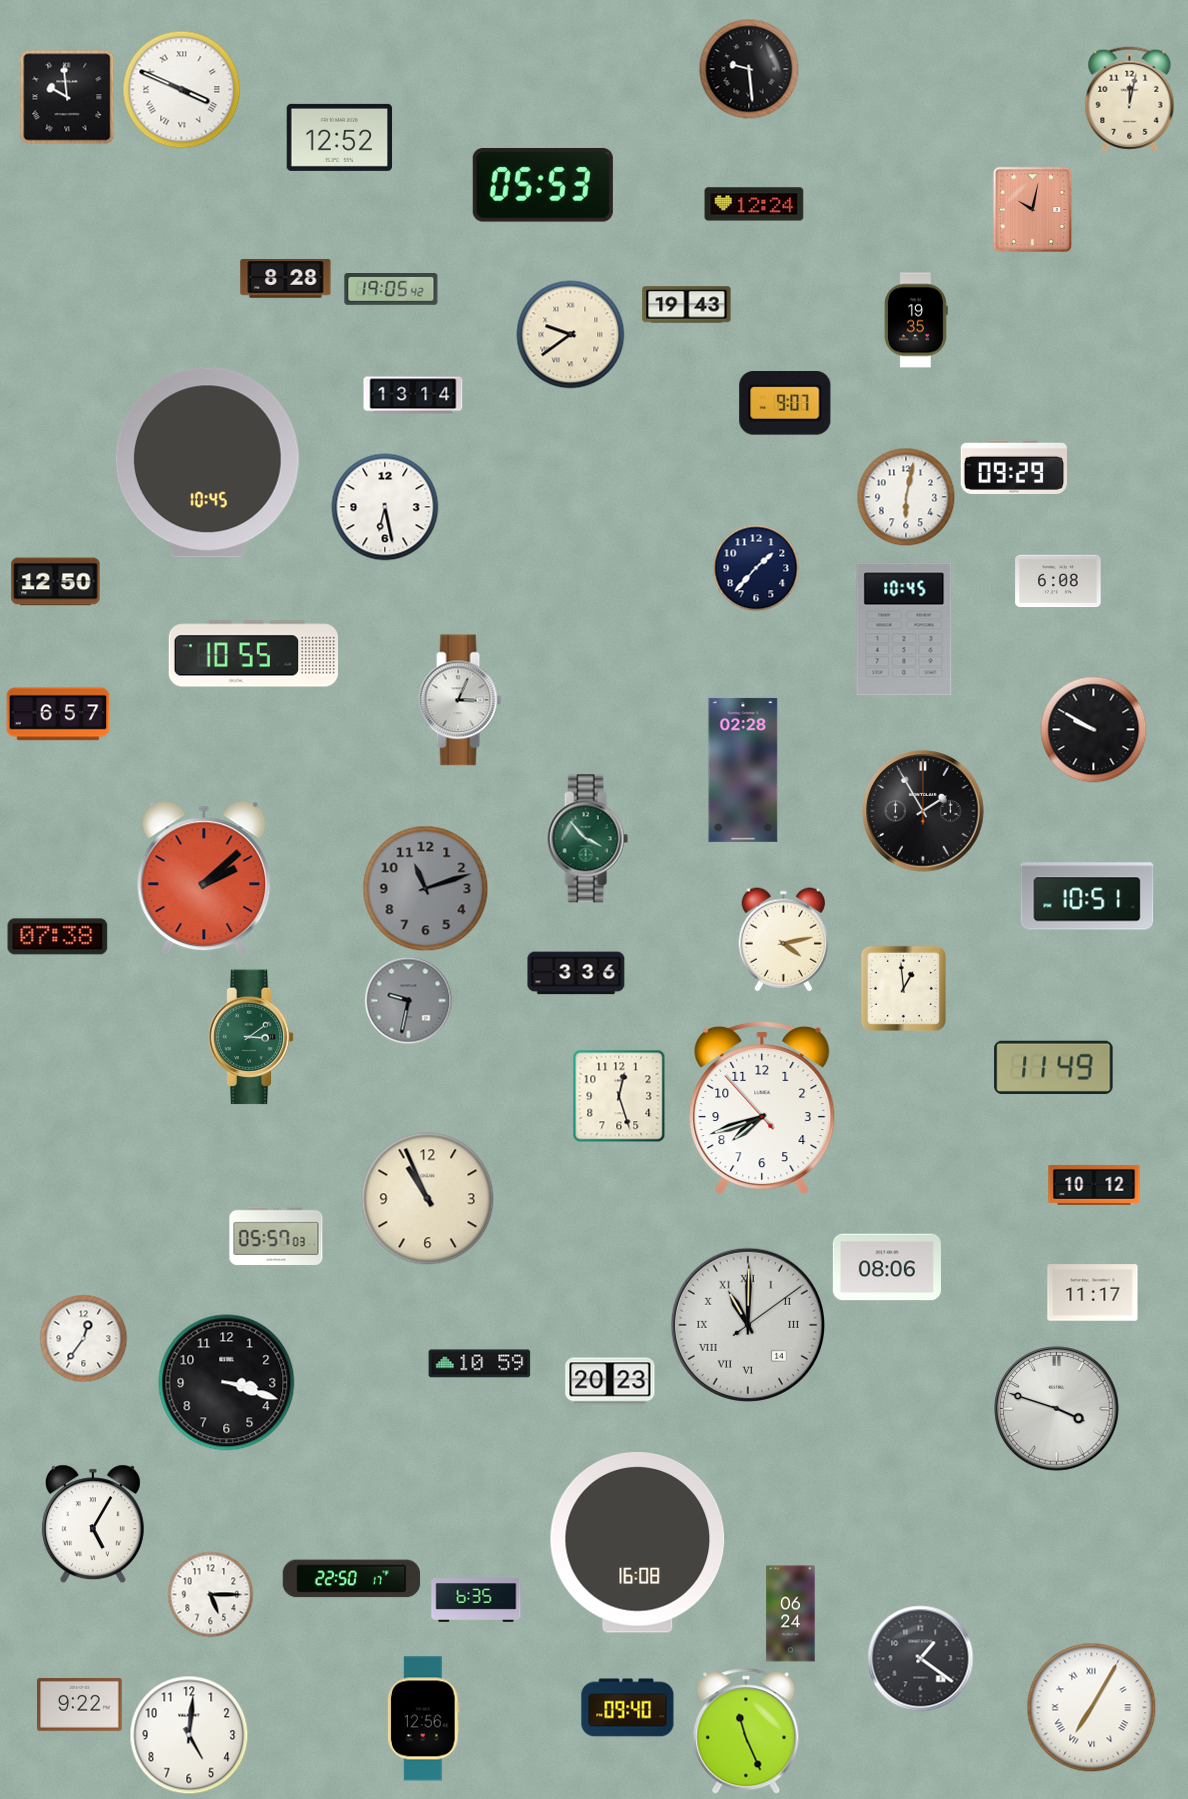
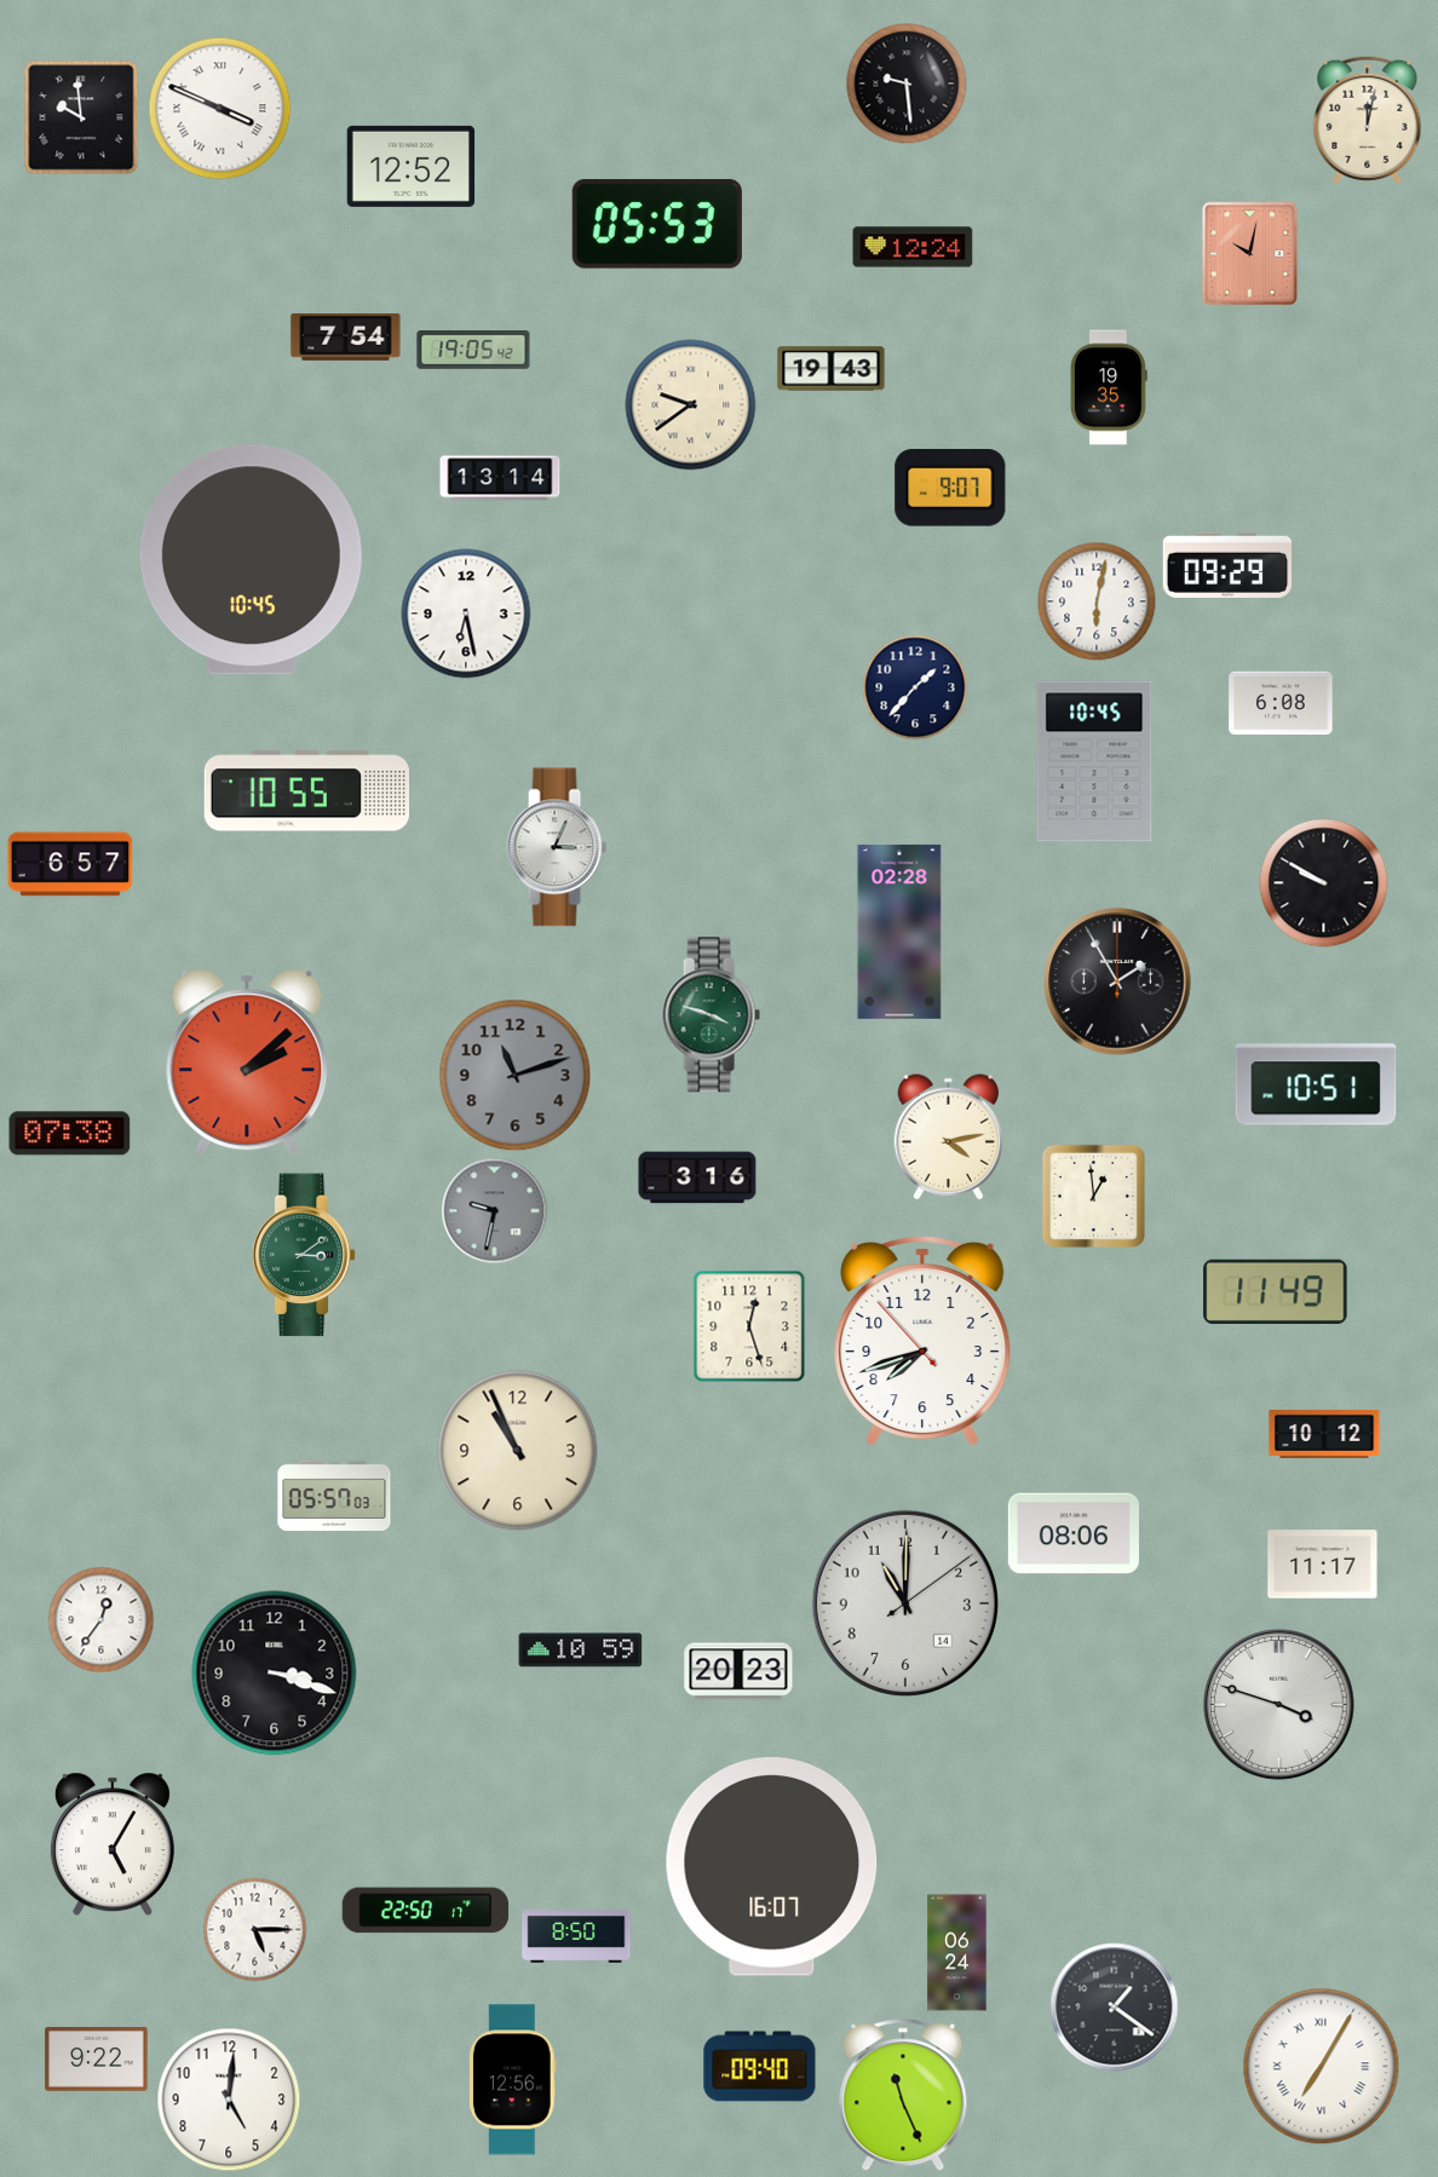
clock at (286, 279): 8:28 -> 7:54
clock at (56, 582): 12:50 -> none
clock at (587, 839): 3:53 -> 3:48
clock at (576, 973): 3:36 -> 3:16
clock at (748, 1325) numerals: Roman -> Arabic
clock at (638, 1543): 16:08 -> 16:07
clock at (476, 1600): 6:35 -> 8:50
clock at (80, 1705) position: (80, 1705) -> (97, 2060)
